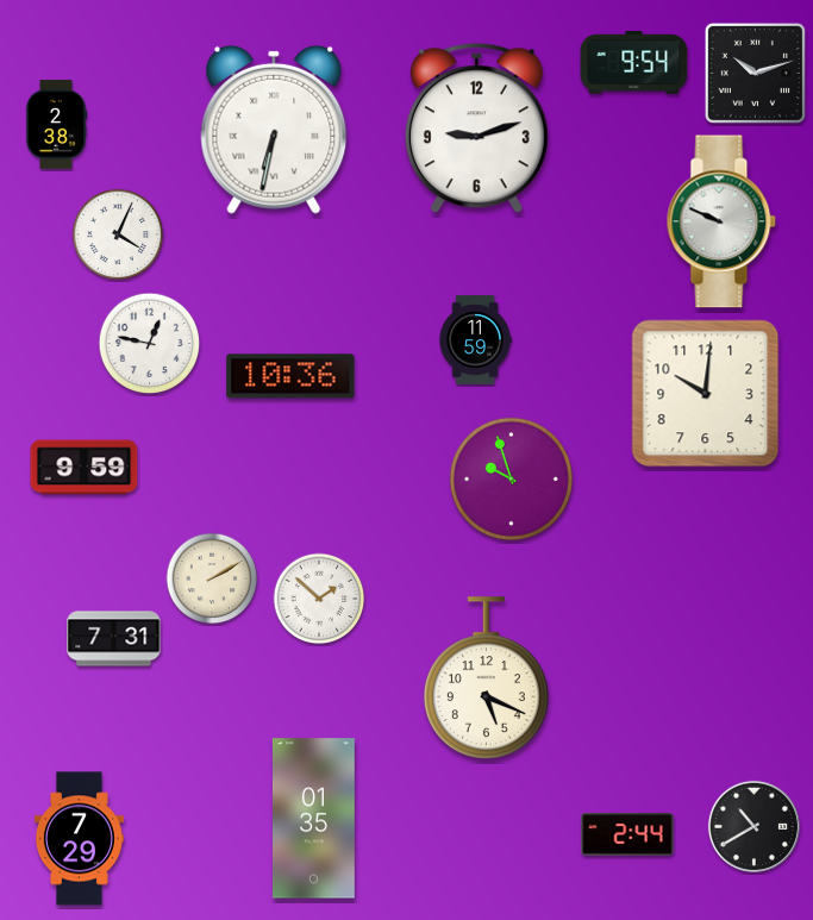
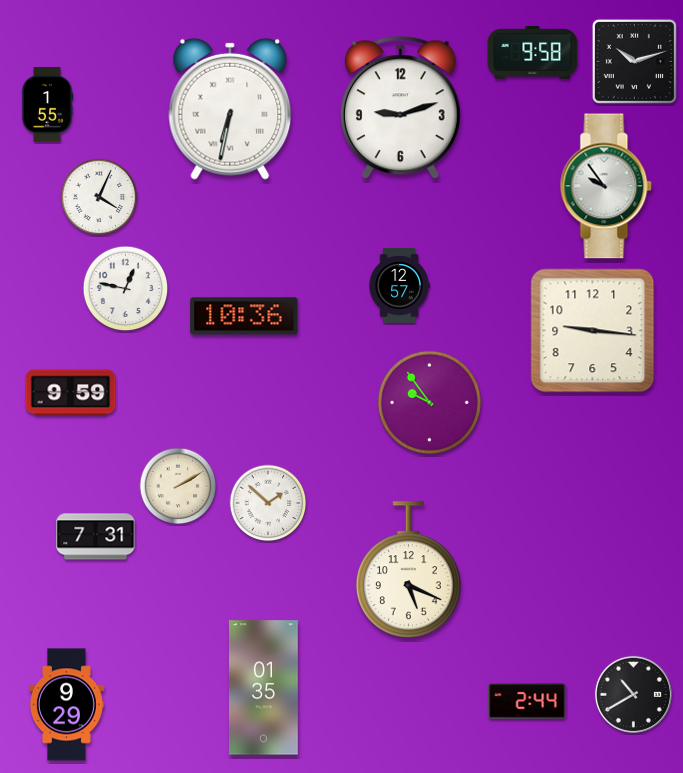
clock at (634, 63): 9:54 -> 9:58
clock at (56, 125): 2:38 -> 1:55
clock at (721, 221): 9:49 -> 9:54
clock at (475, 340): 11:59 -> 12:57
clock at (706, 394): 10:01 -> 9:16
clock at (511, 478): 9:57 -> 9:54
clock at (79, 839): 7:29 -> 9:29
